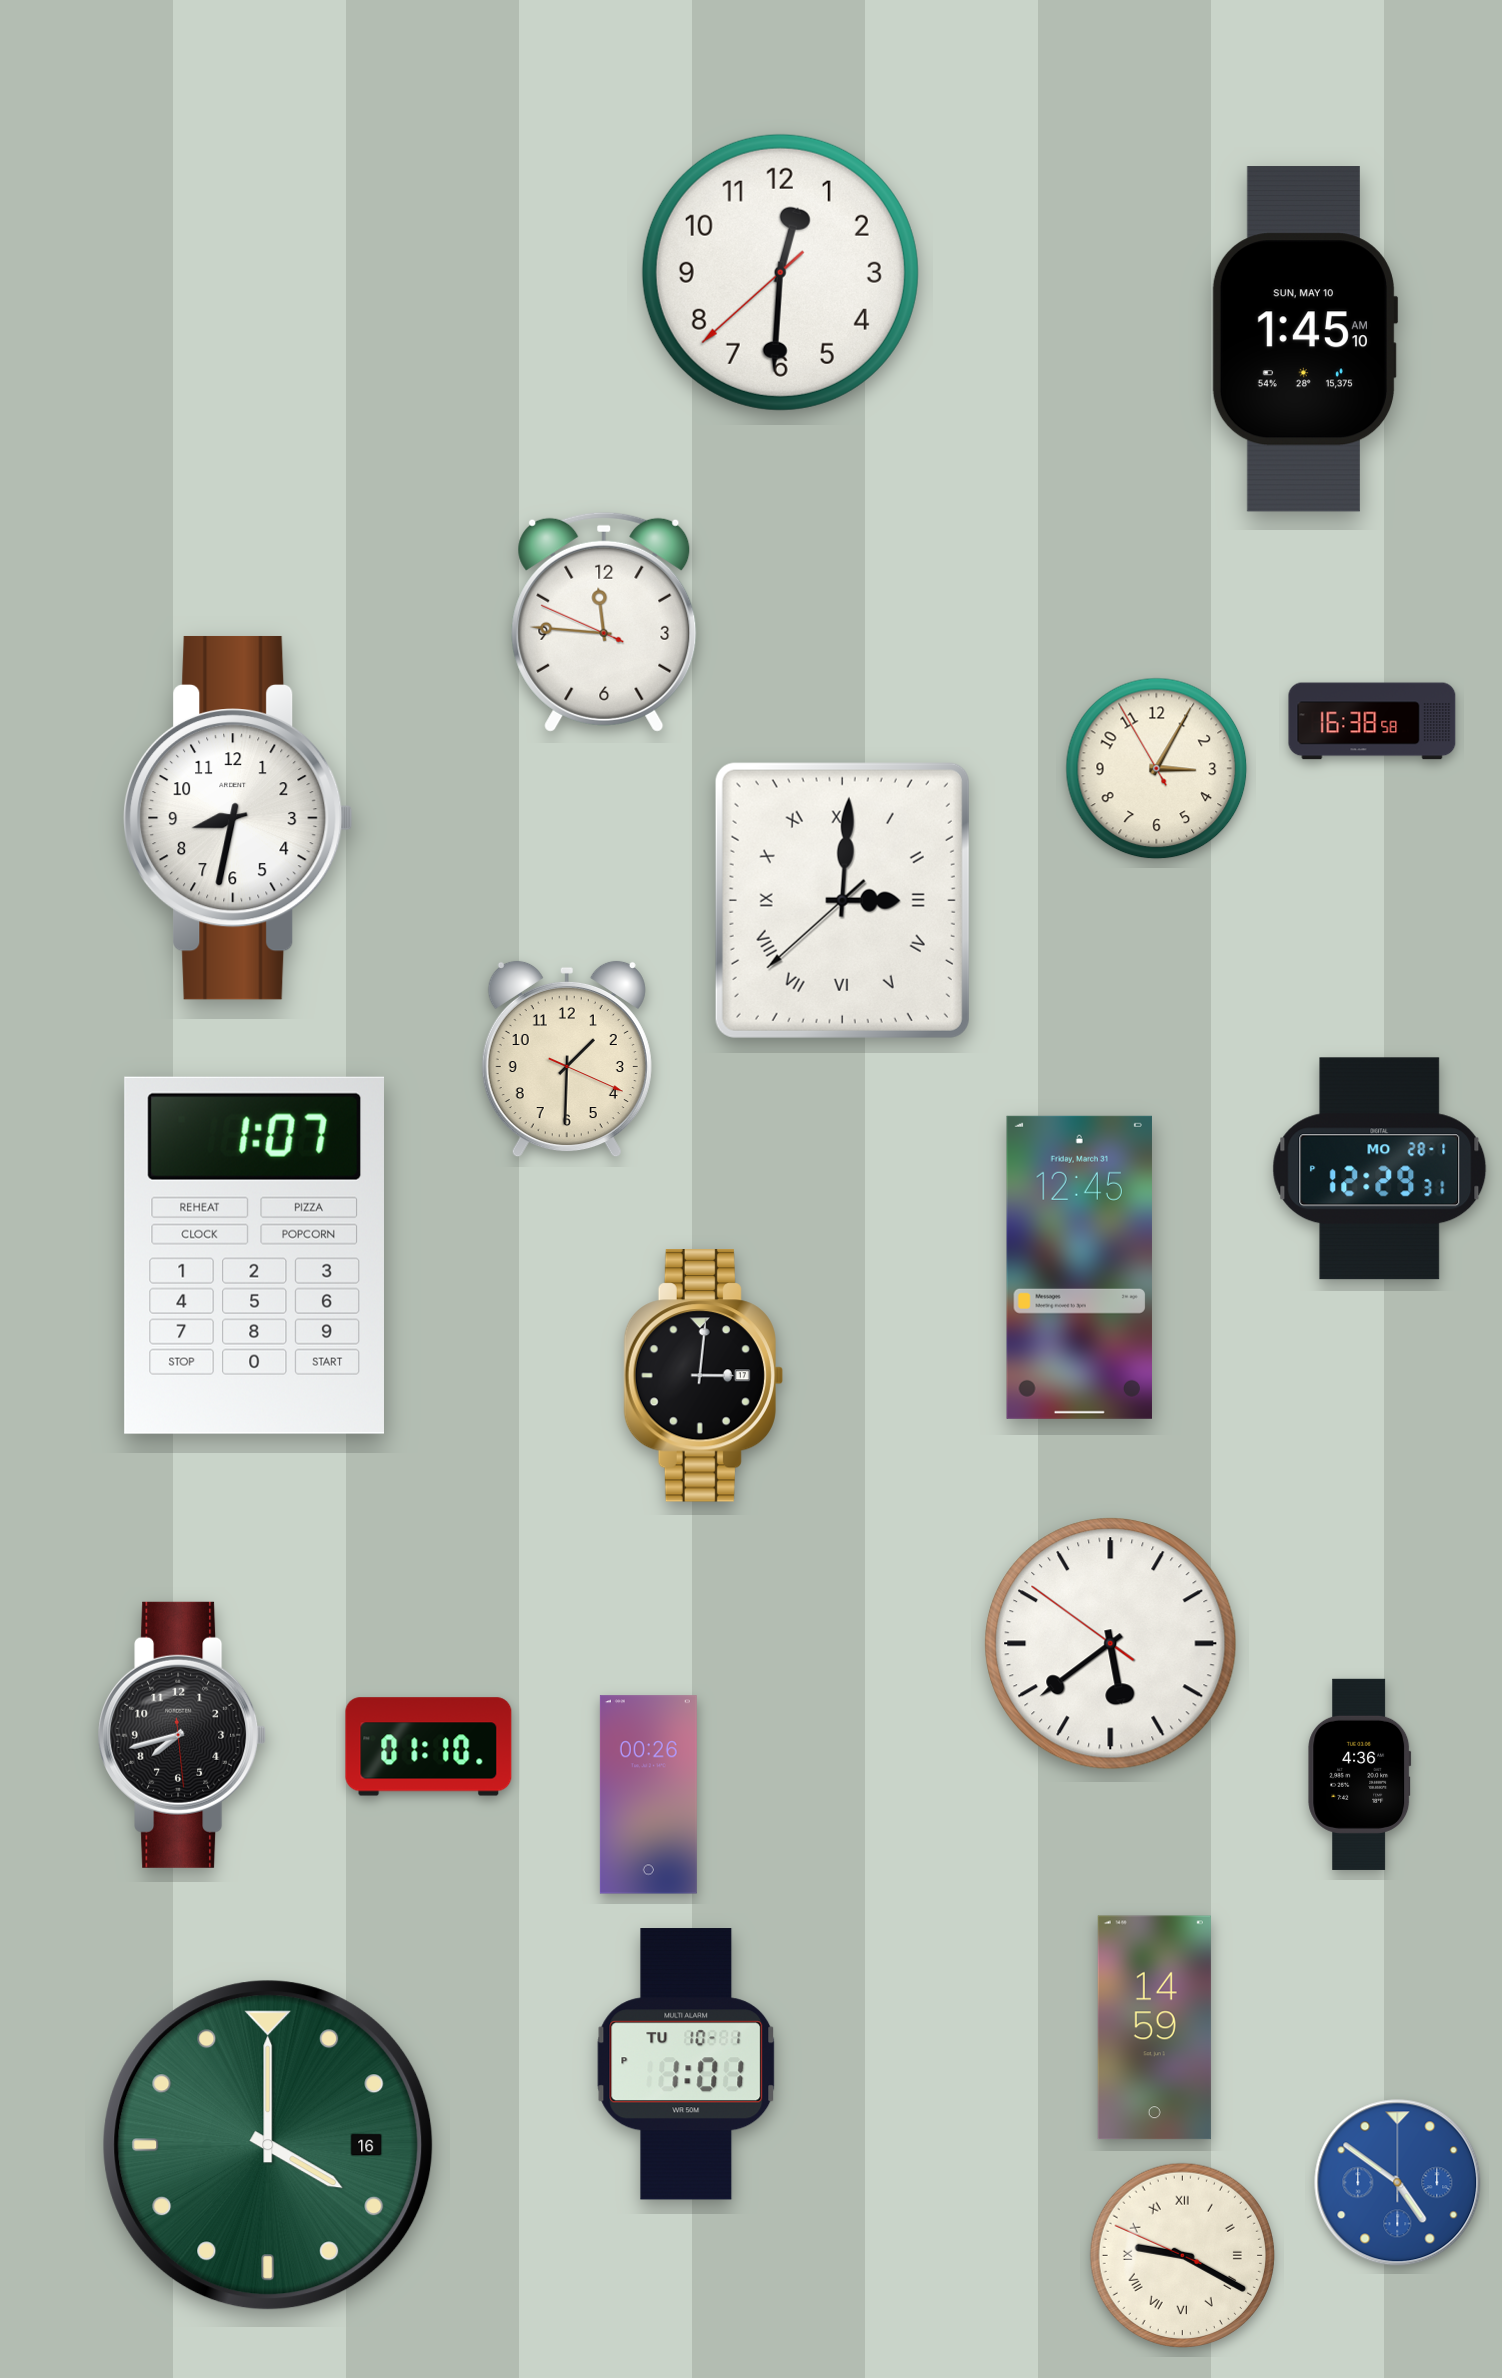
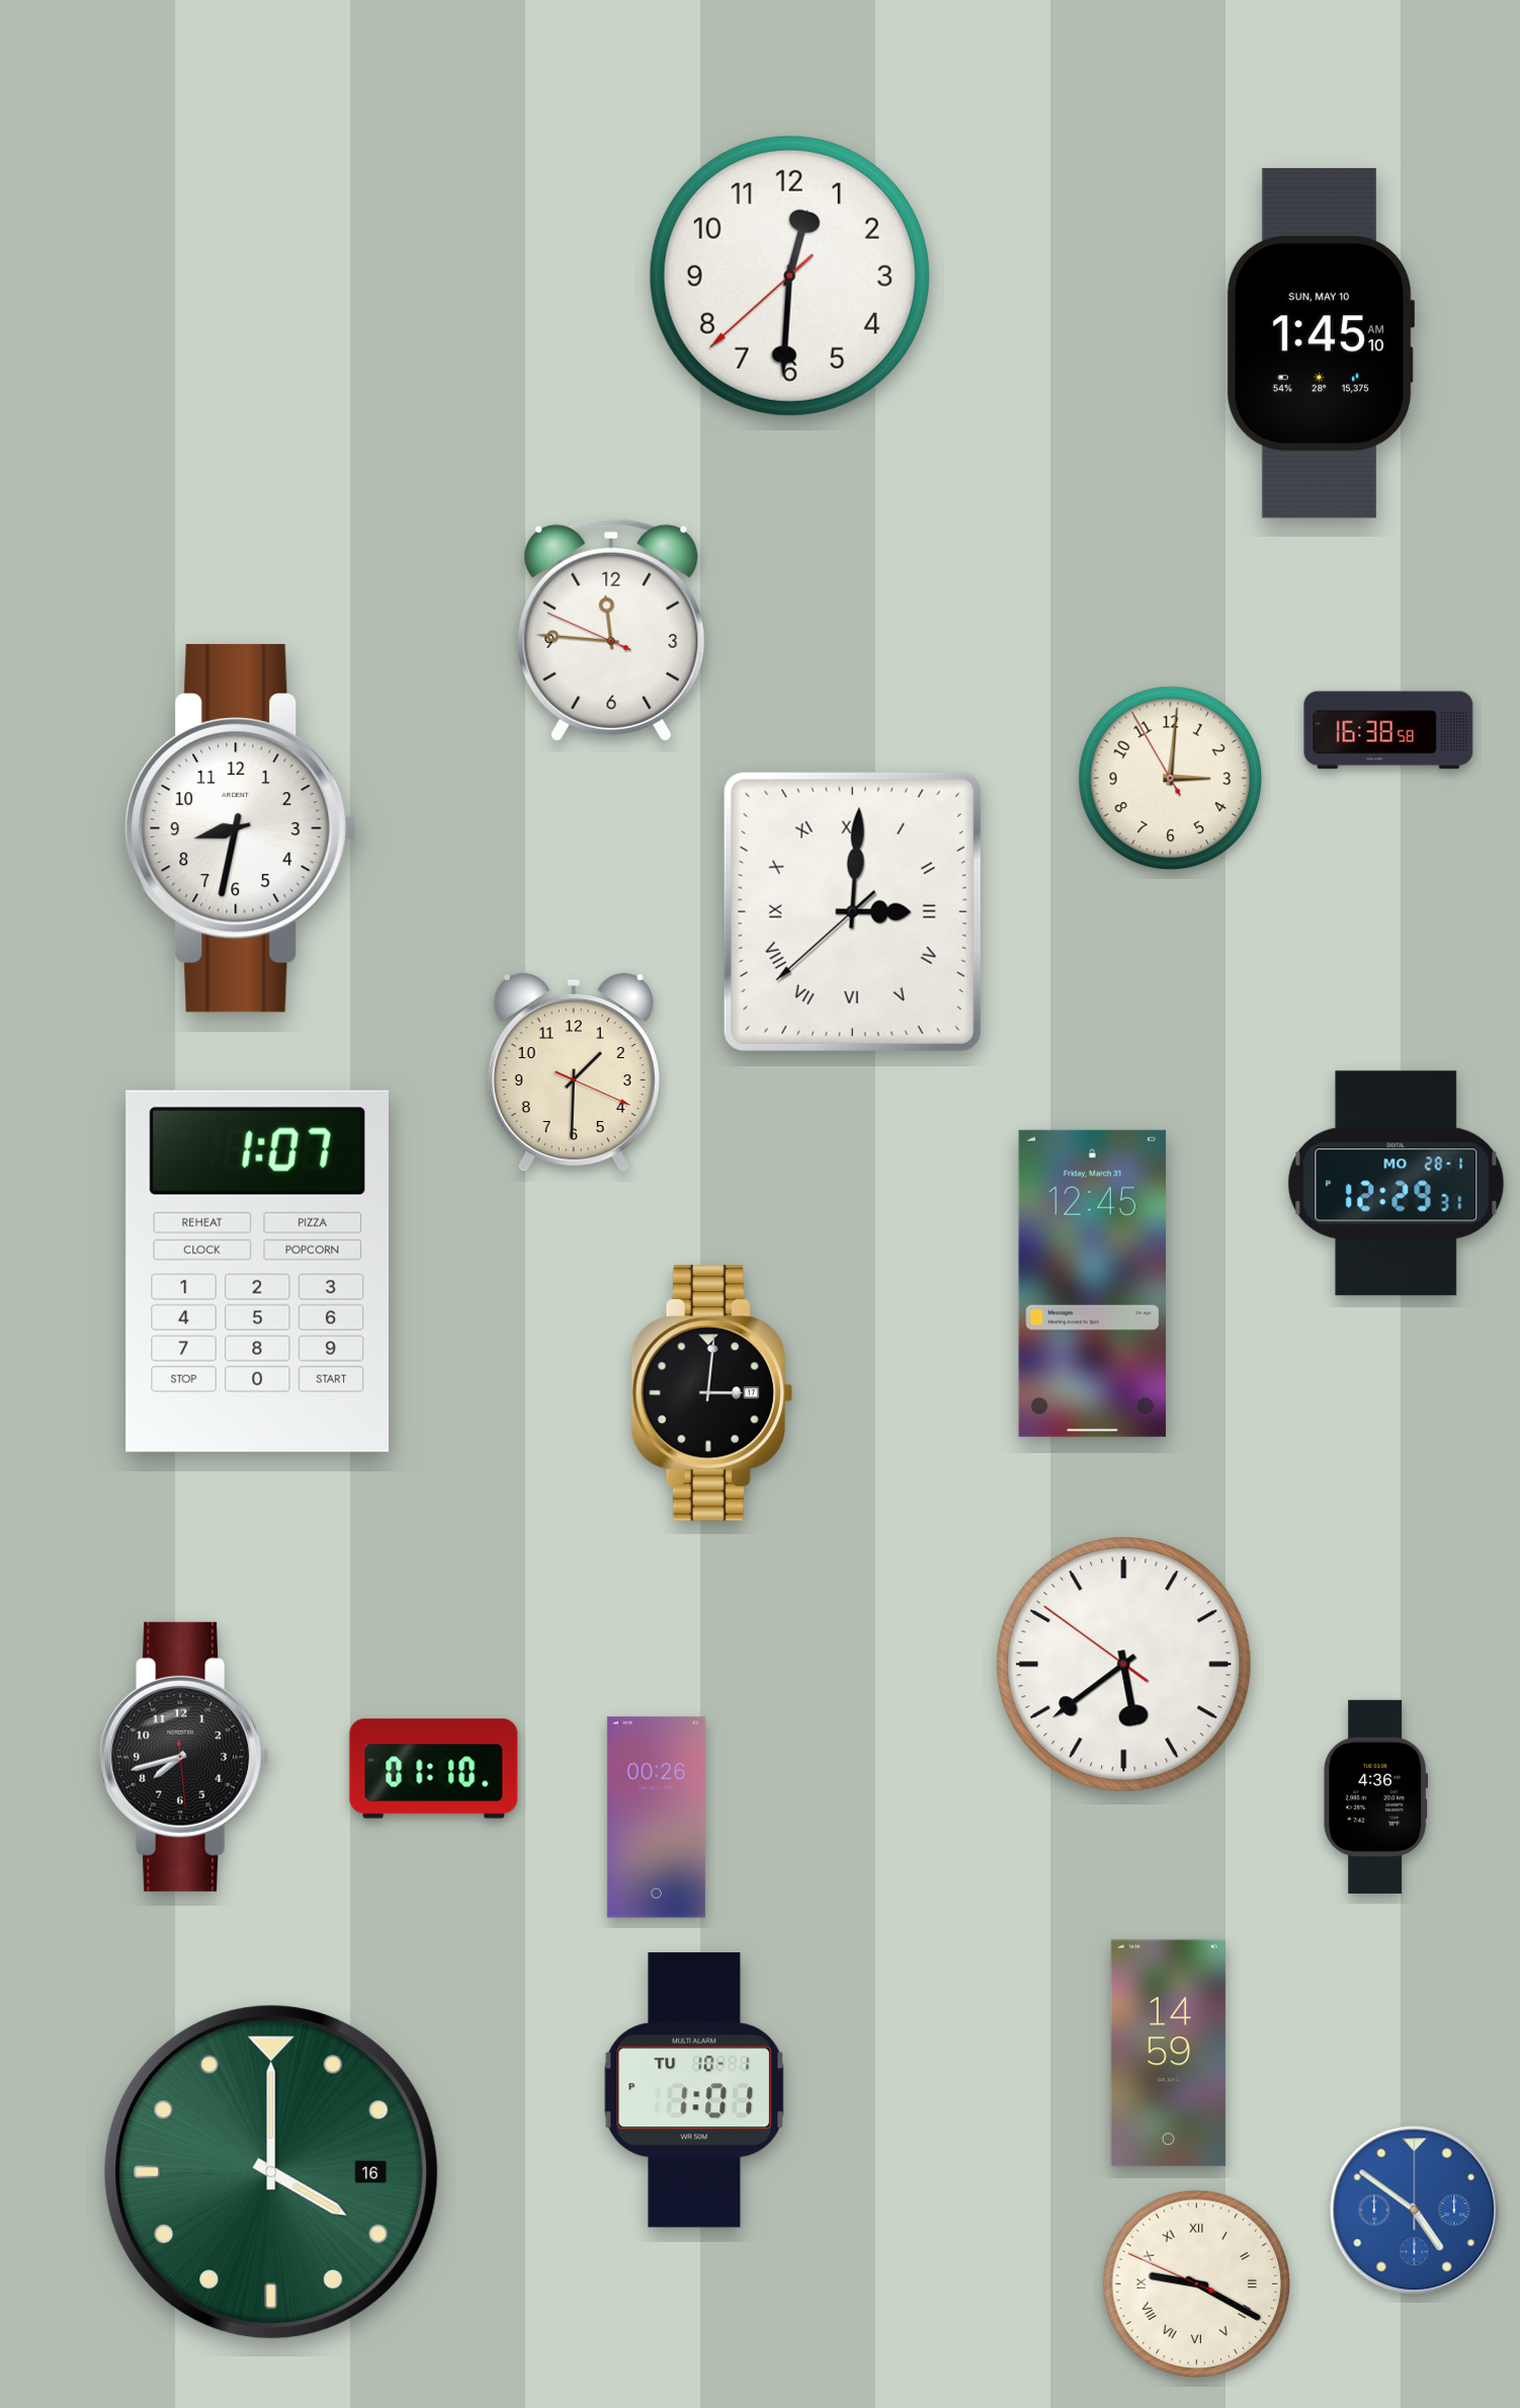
clock at (1157, 769): 3:04 -> 3:00
